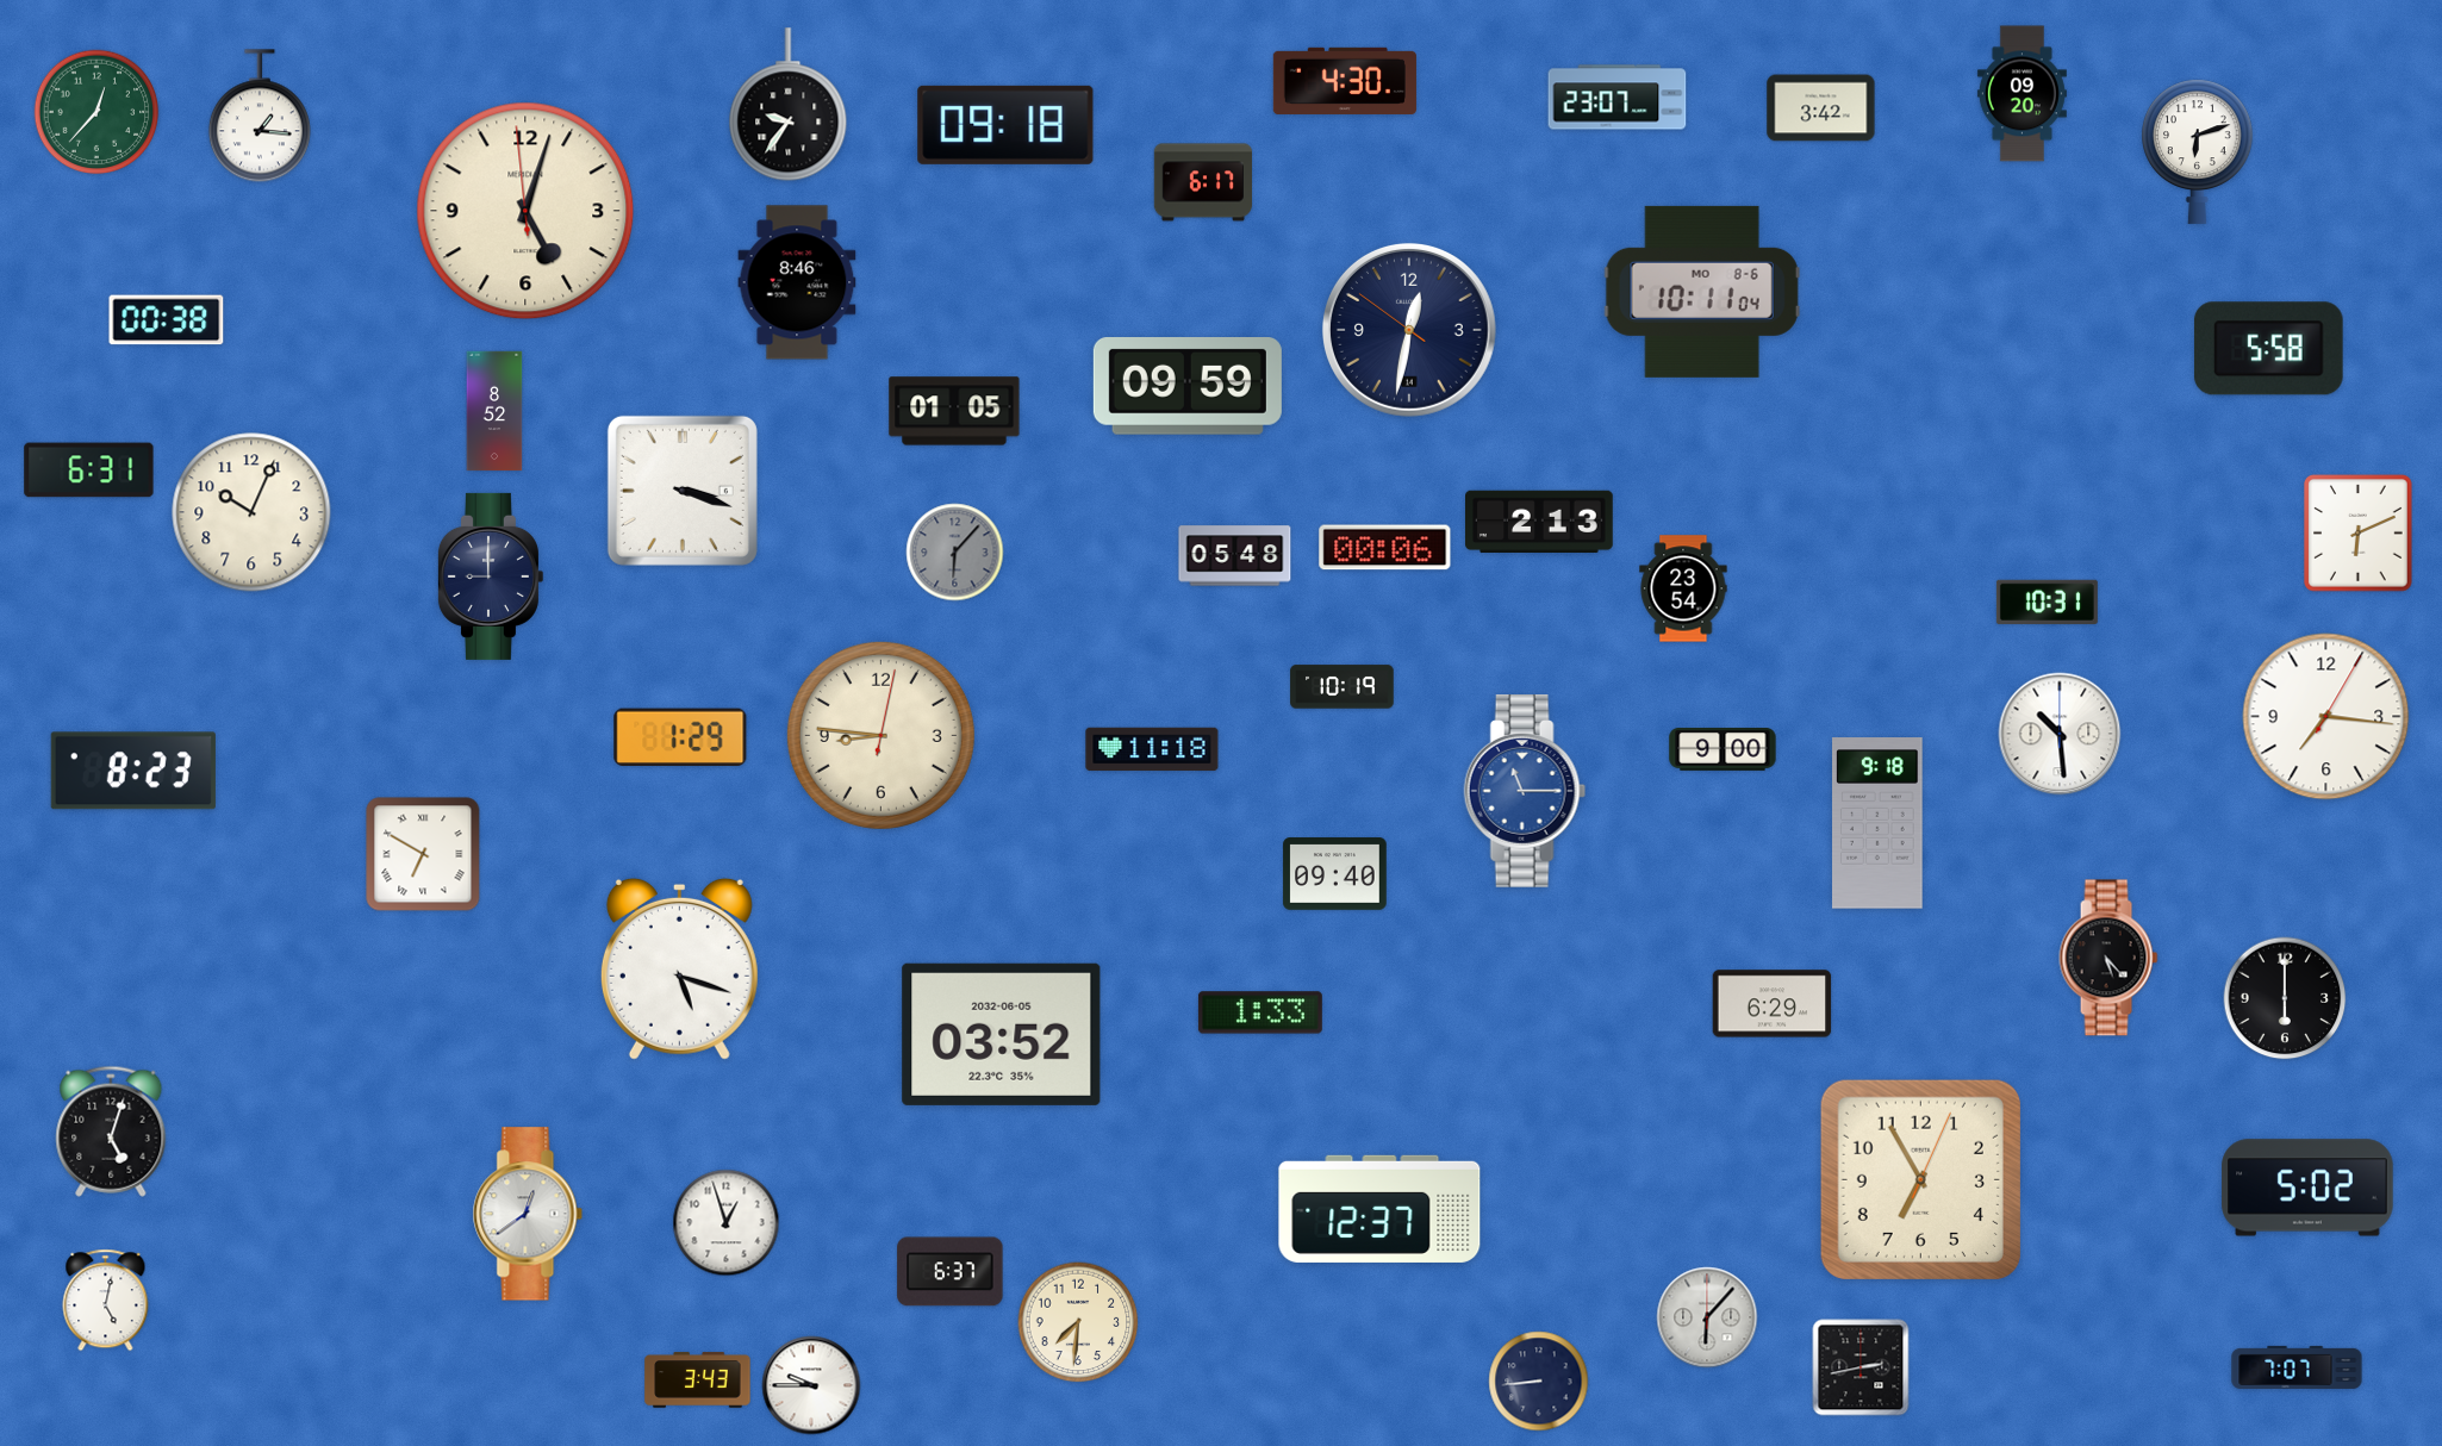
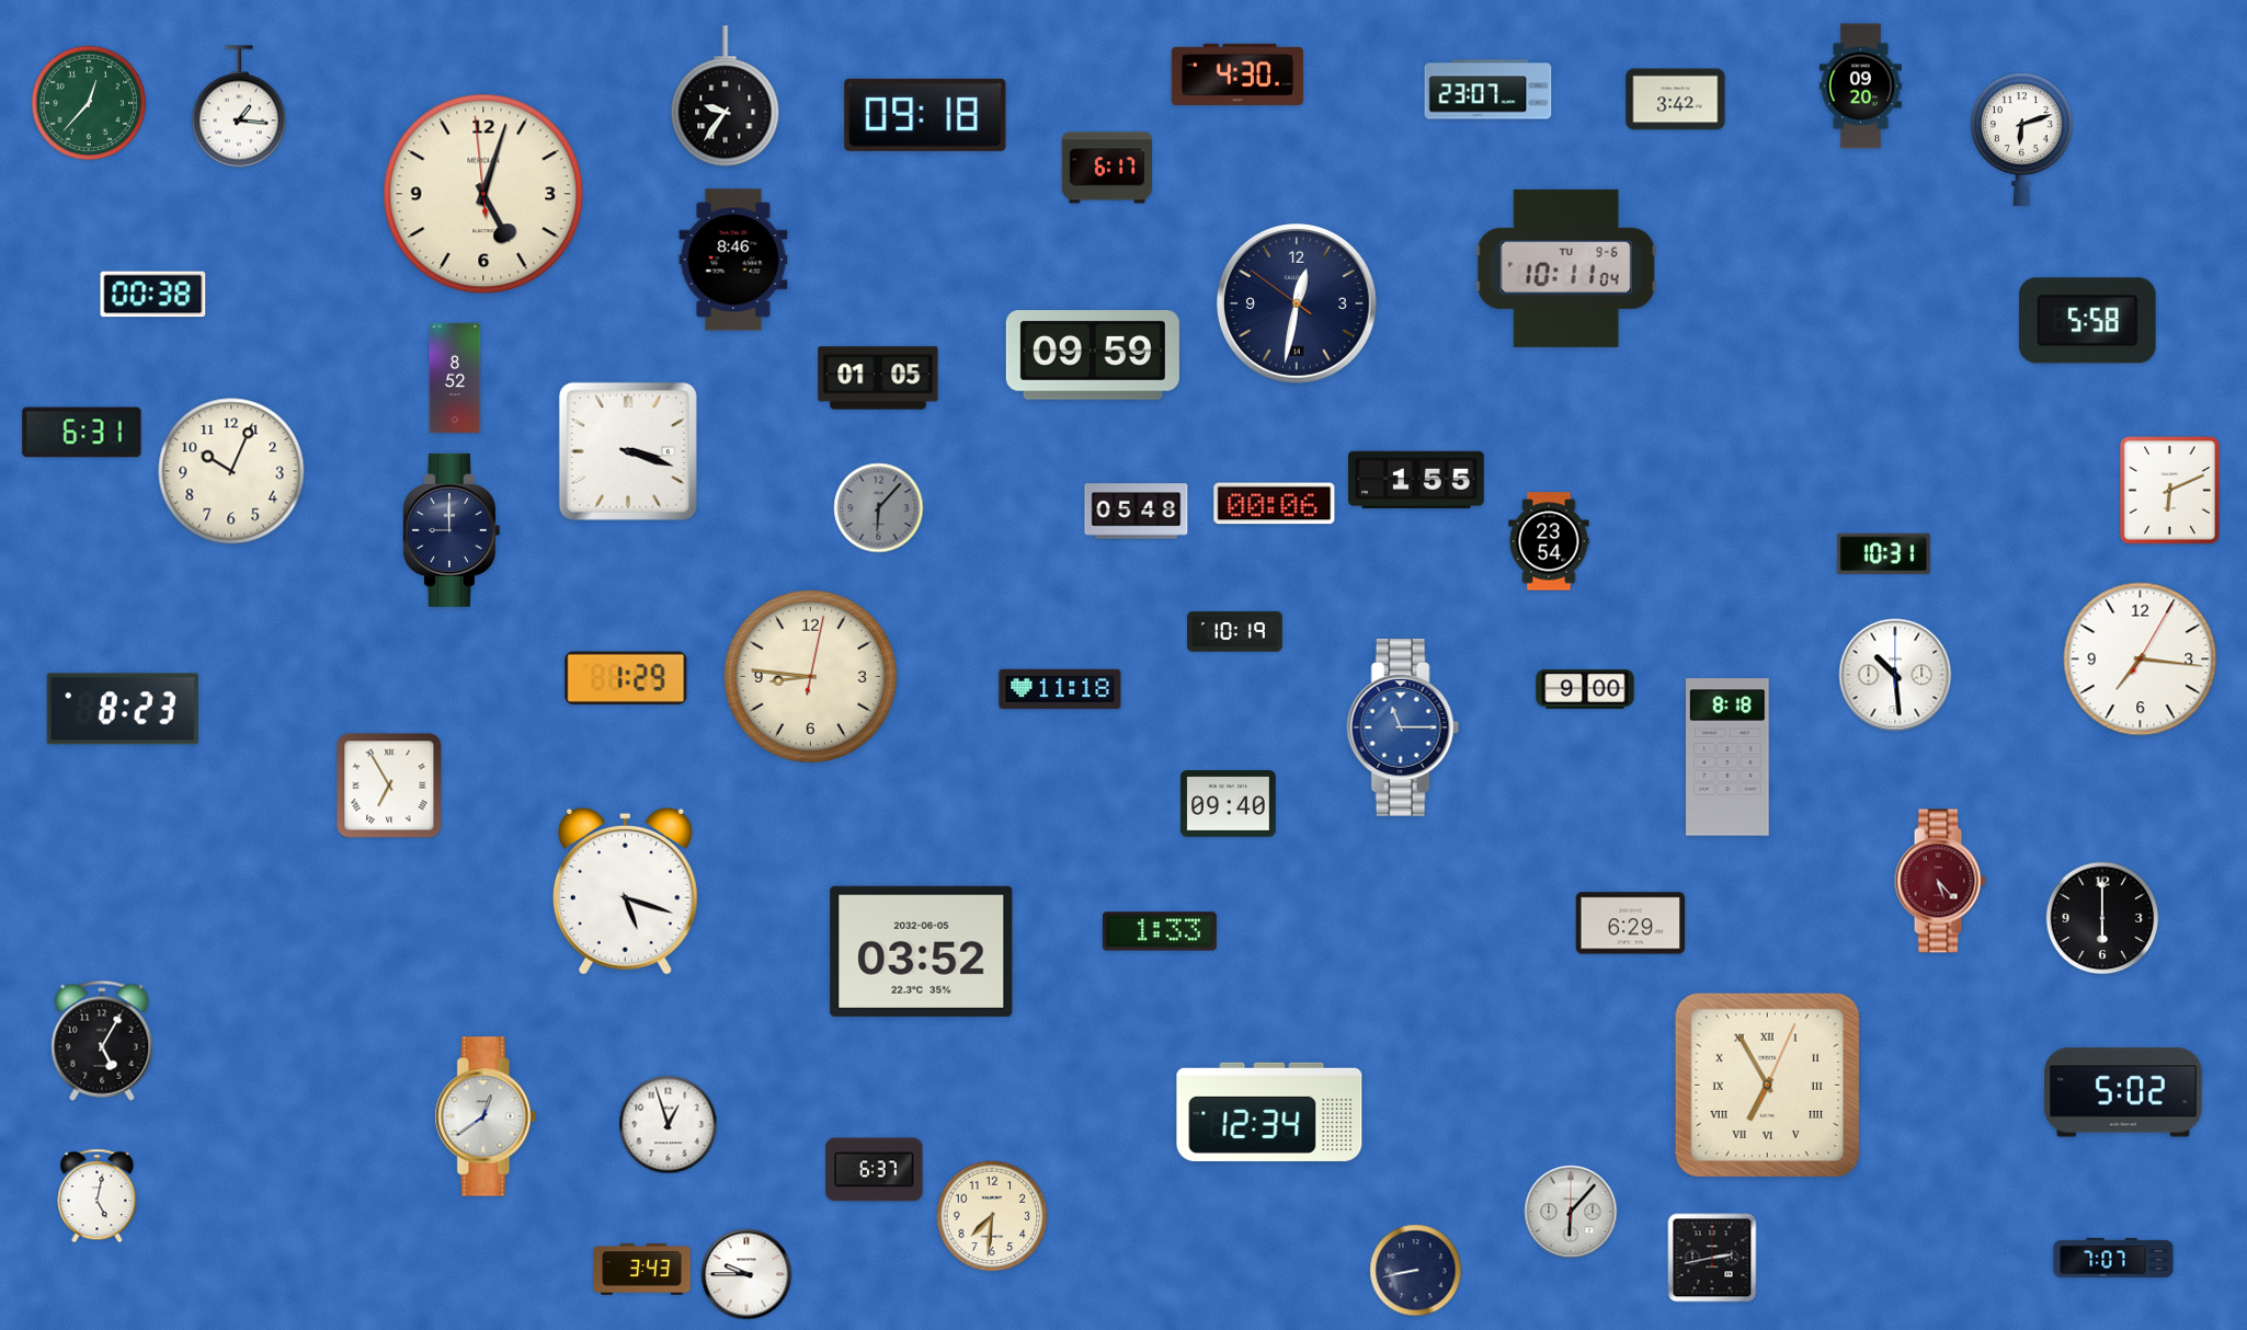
clock at (1702, 292) date: MO 8-6 -> TU 9-6
clock at (1540, 522): 2:13 -> 1:55
clock at (1877, 823): 9:18 -> 8:18
clock at (423, 854): 6:50 -> 6:55
clock at (2108, 958) dial: black -> burgundy
clock at (111, 1132): 5:03 -> 5:05
clock at (1920, 1179) numerals: Arabic -> Roman
clock at (1379, 1209): 12:37 -> 12:34
clock at (1539, 1382): 8:44 -> 8:43
